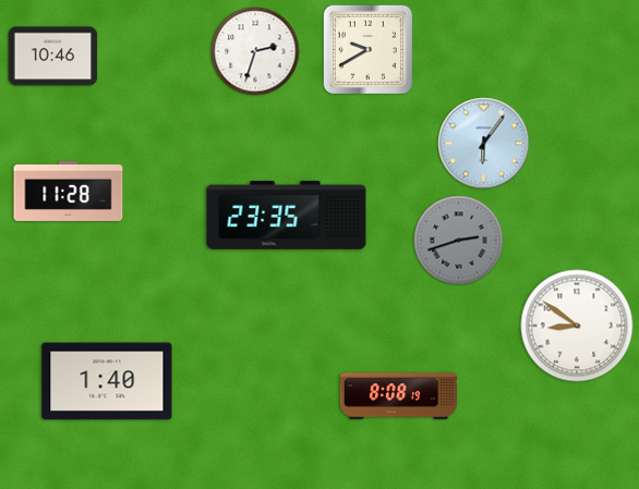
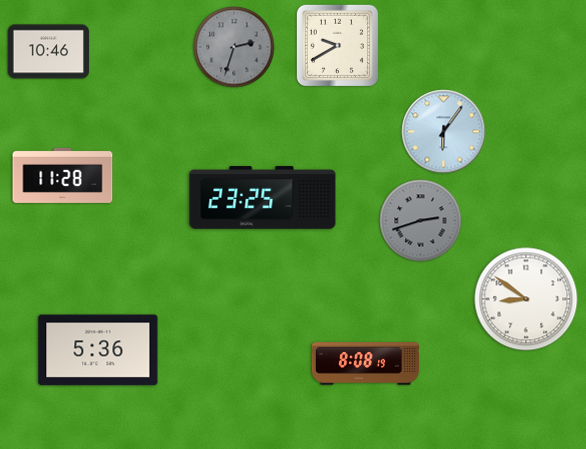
clock at (255, 51) dial: white -> grey
clock at (287, 216): 23:35 -> 23:25
clock at (577, 326) position: (577, 326) -> (526, 299)
clock at (107, 381): 1:40 -> 5:36
